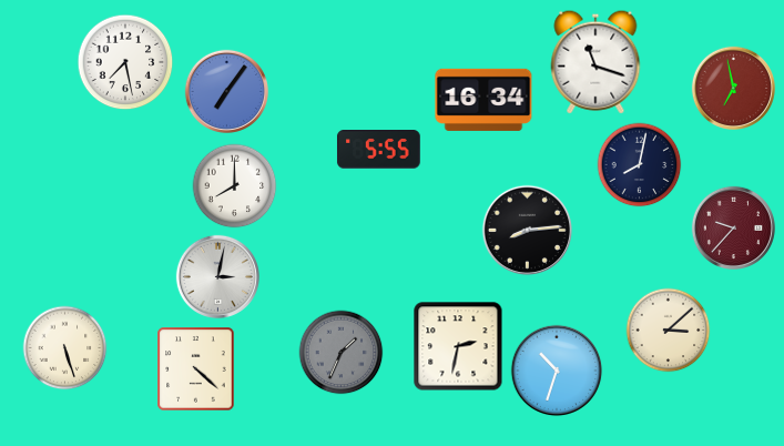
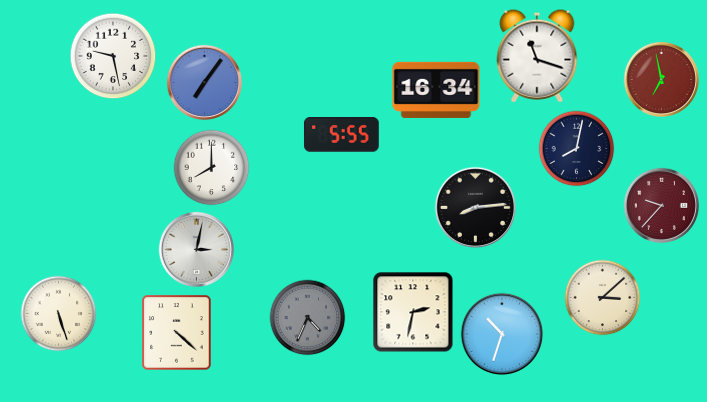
clock at (125, 62): 7:28 -> 9:28
clock at (342, 353): 1:34 -> 4:34
